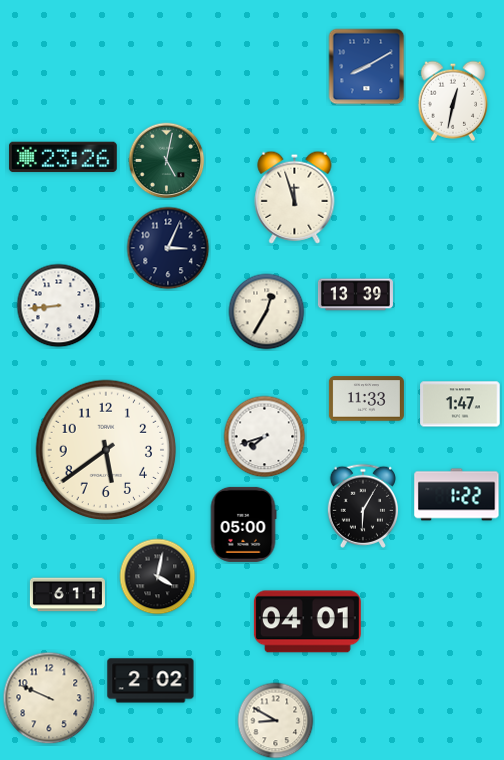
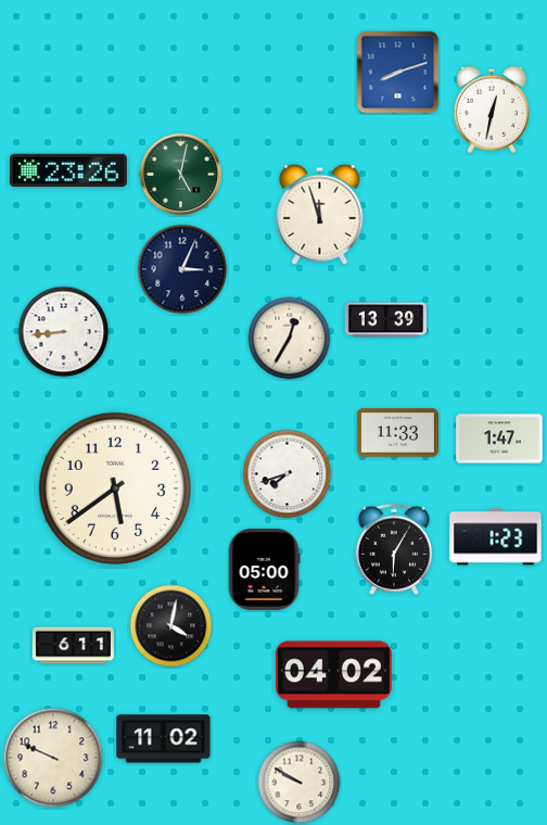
clock at (367, 67): 8:10 -> 8:12
clock at (457, 495): 1:22 -> 1:23
clock at (307, 622): 04:01 -> 04:02
clock at (151, 681): 2:02 -> 11:02
clock at (276, 721): 8:50 -> 9:50
